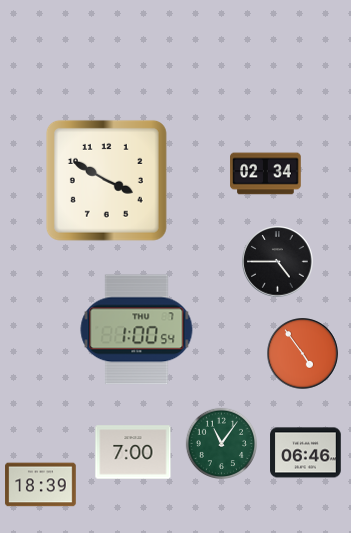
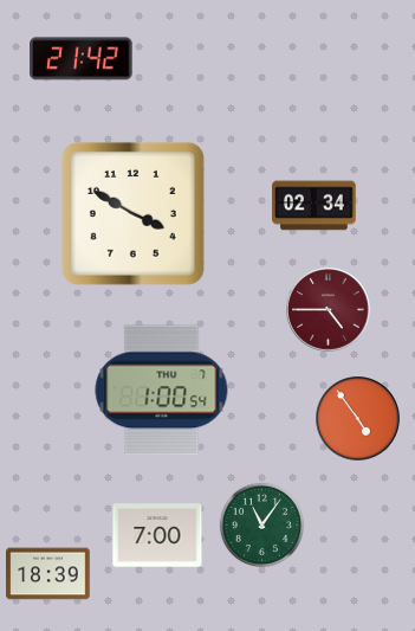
clock at (82, 59): none -> 21:42
clock at (106, 180) position: (106, 180) -> (132, 213)
clock at (278, 262) dial: black -> burgundy
clock at (306, 453): 06:46 -> none
